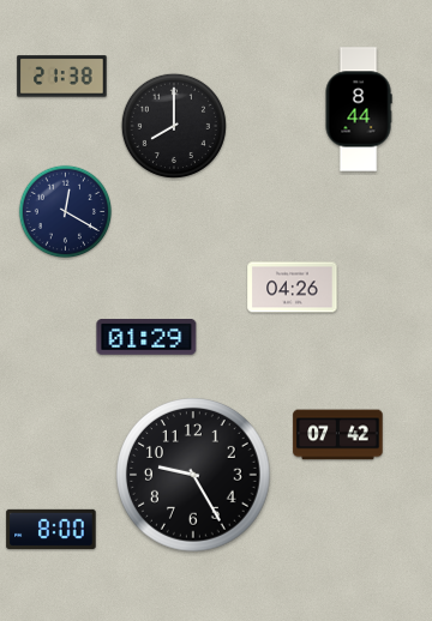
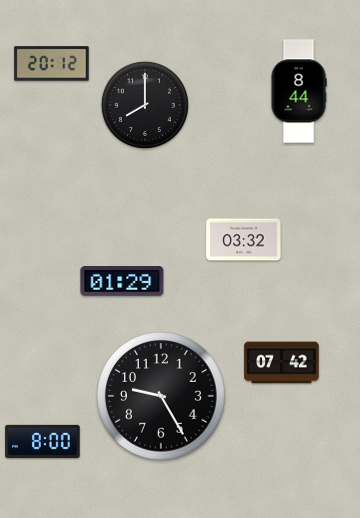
clock at (62, 77): 21:38 -> 20:12
clock at (65, 211): 12:20 -> none
clock at (293, 288): 04:26 -> 03:32
